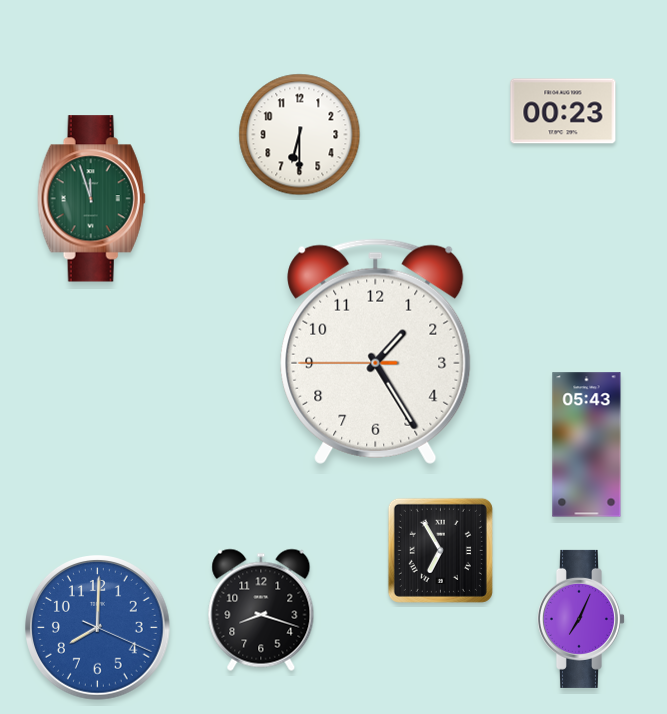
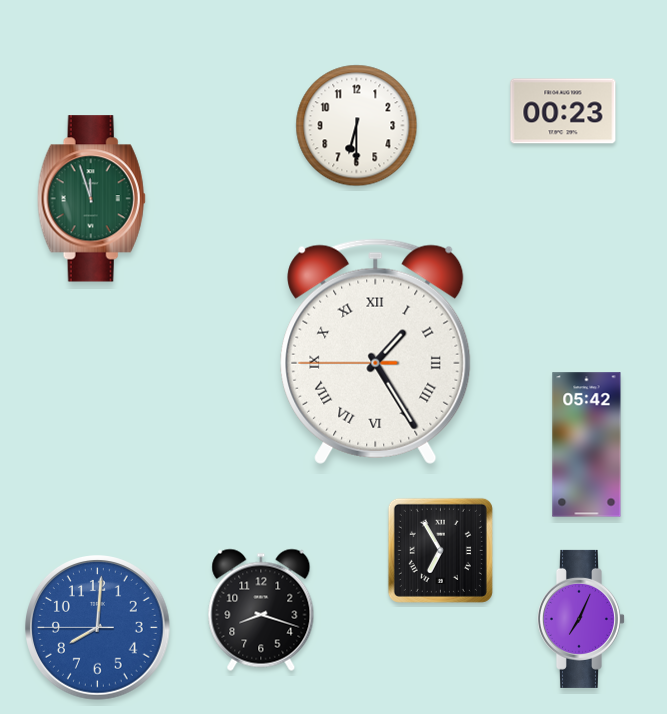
clock at (300, 135) position: (300, 135) -> (357, 126)
clock at (376, 351) numerals: Arabic -> Roman
clock at (587, 445): 05:43 -> 05:42
clock at (98, 628): 8:00:19 -> 8:00:45
